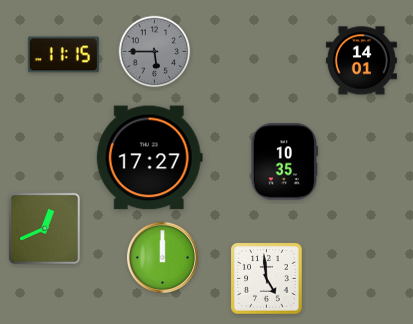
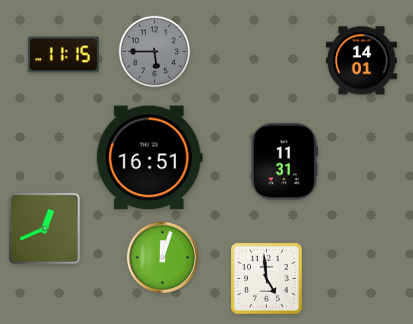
clock at (149, 158): 17:27 -> 16:51
clock at (284, 162): 10:35 -> 11:31
clock at (162, 257): 12:00 -> 12:03
